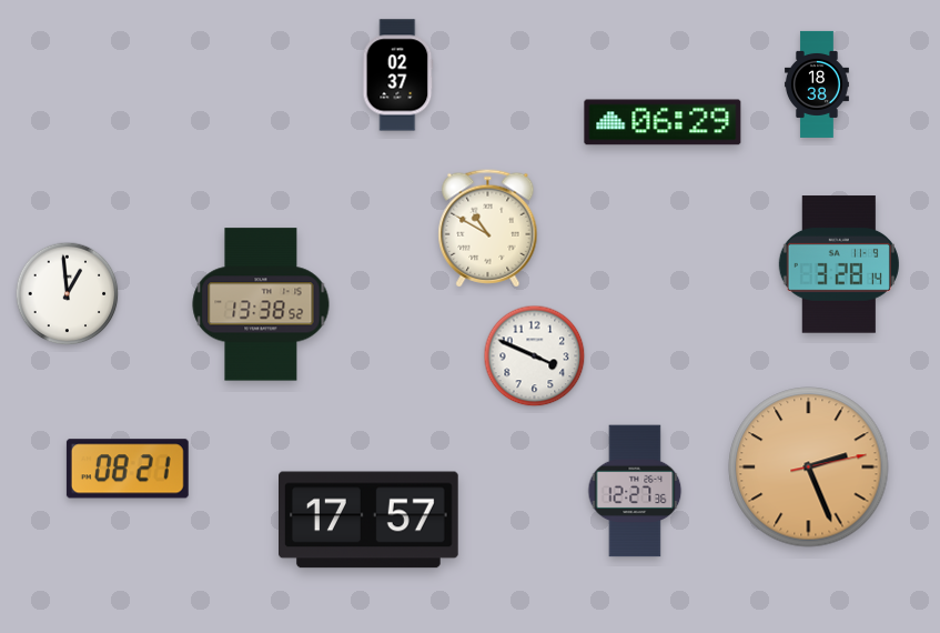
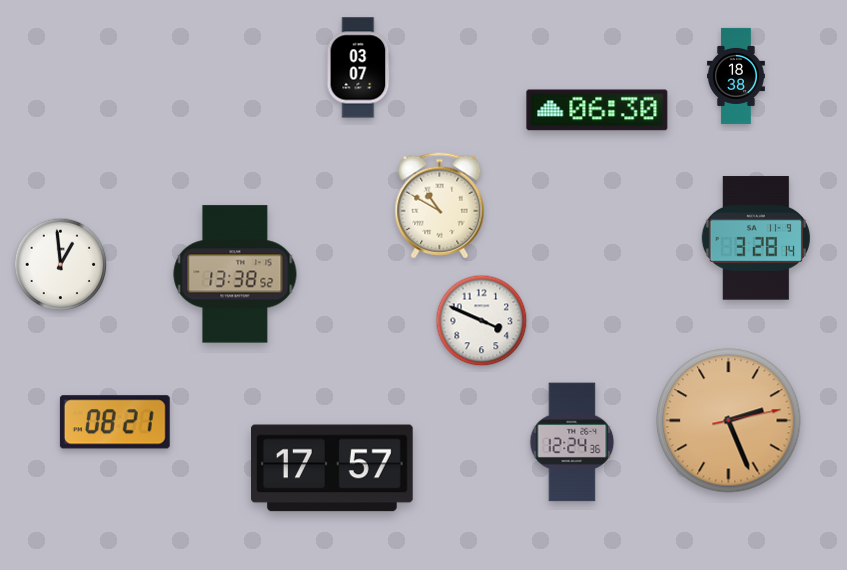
clock at (398, 76): 02:37 -> 03:07
clock at (663, 122): 06:29 -> 06:30
clock at (635, 491): 12:27 -> 12:24
